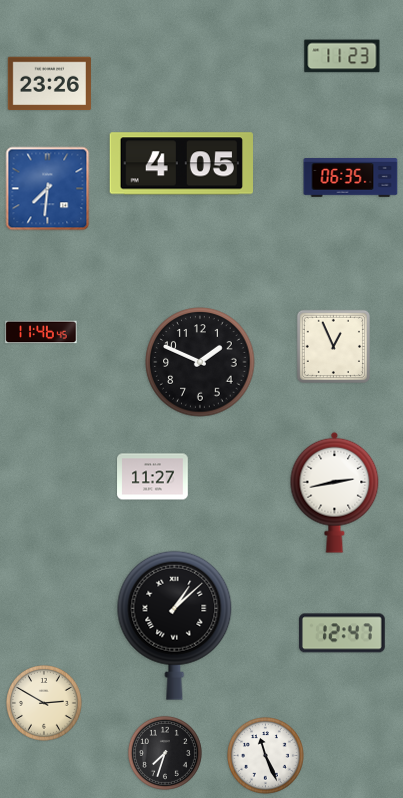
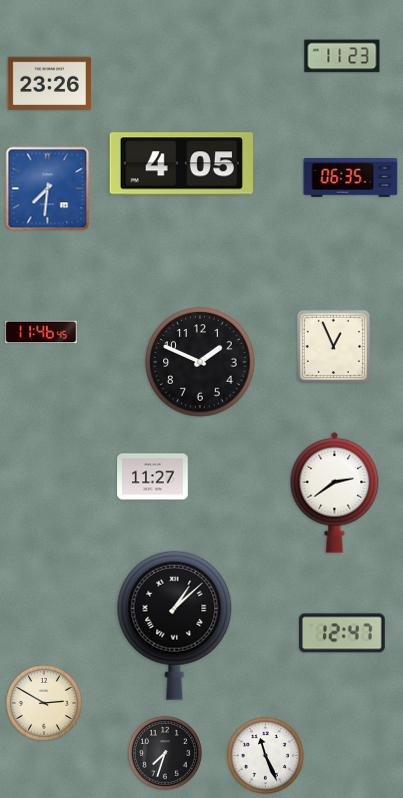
clock at (335, 492): 2:43 -> 2:39
